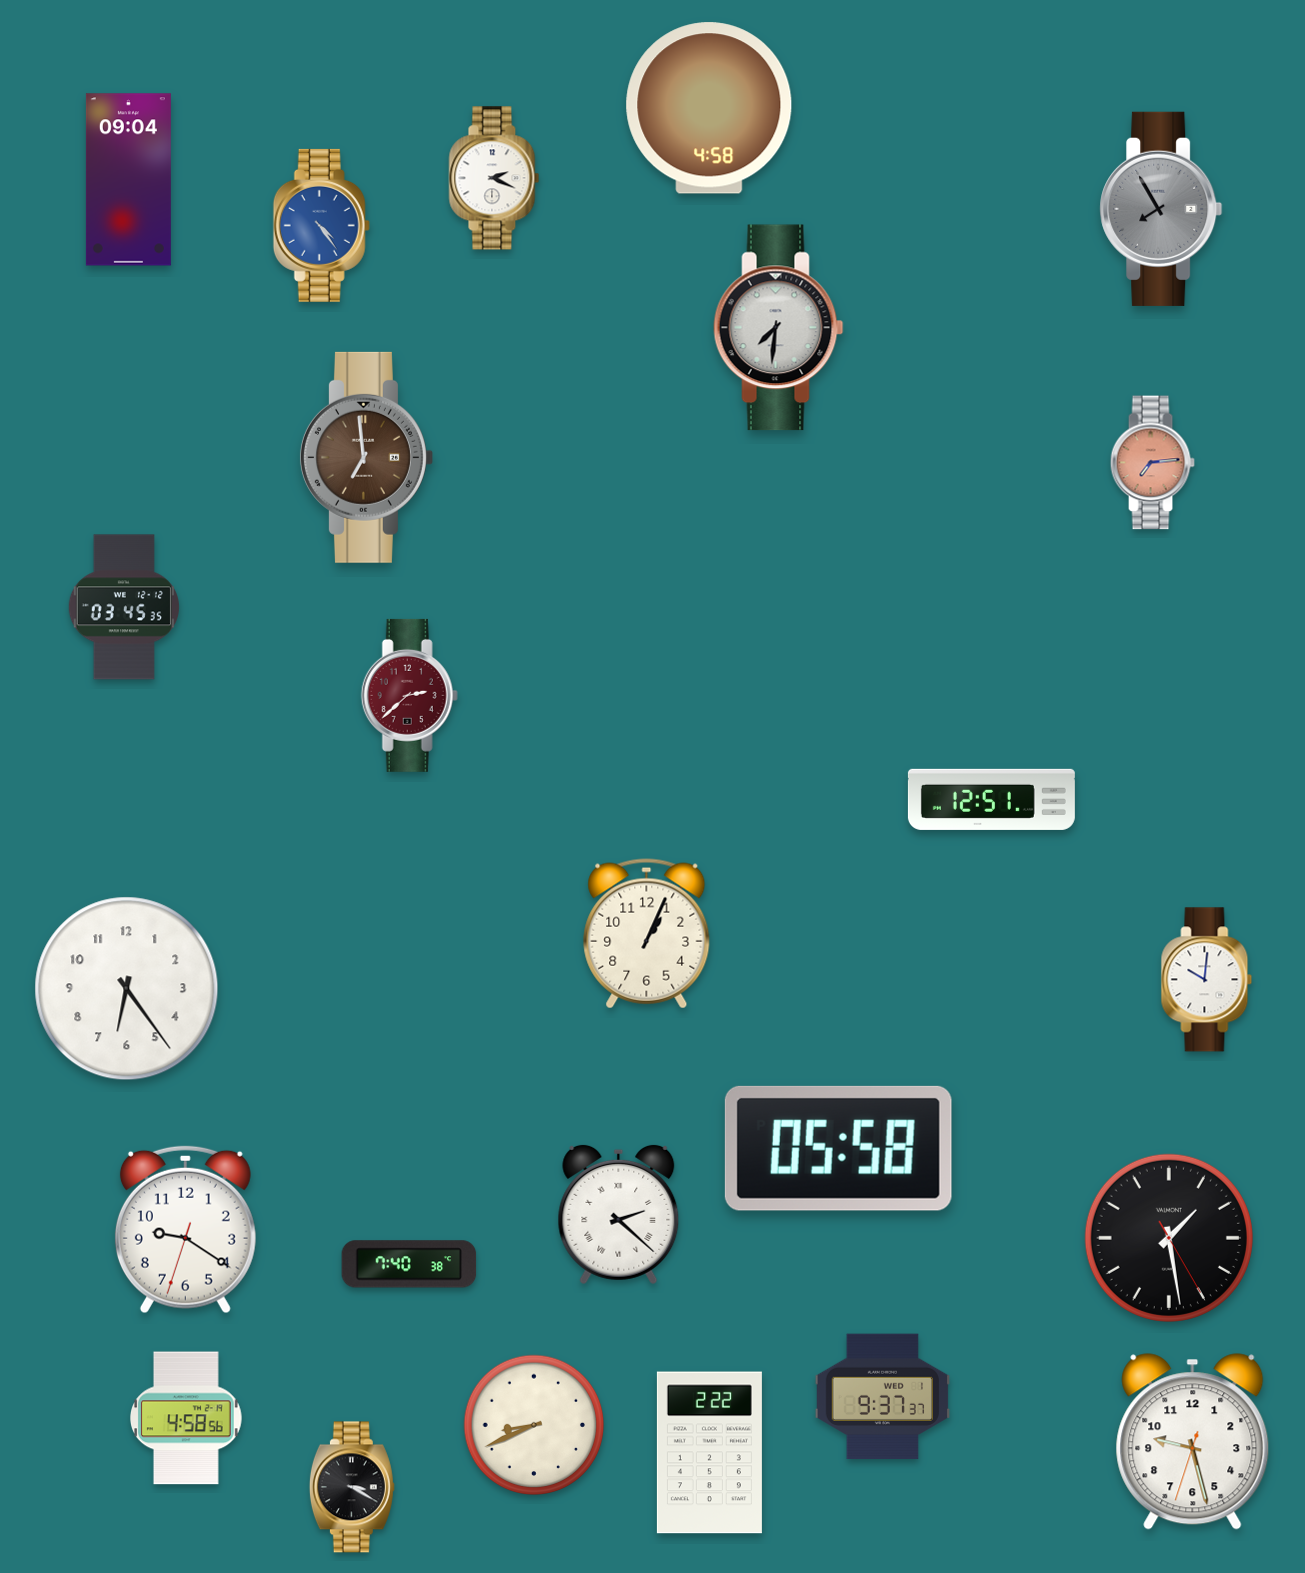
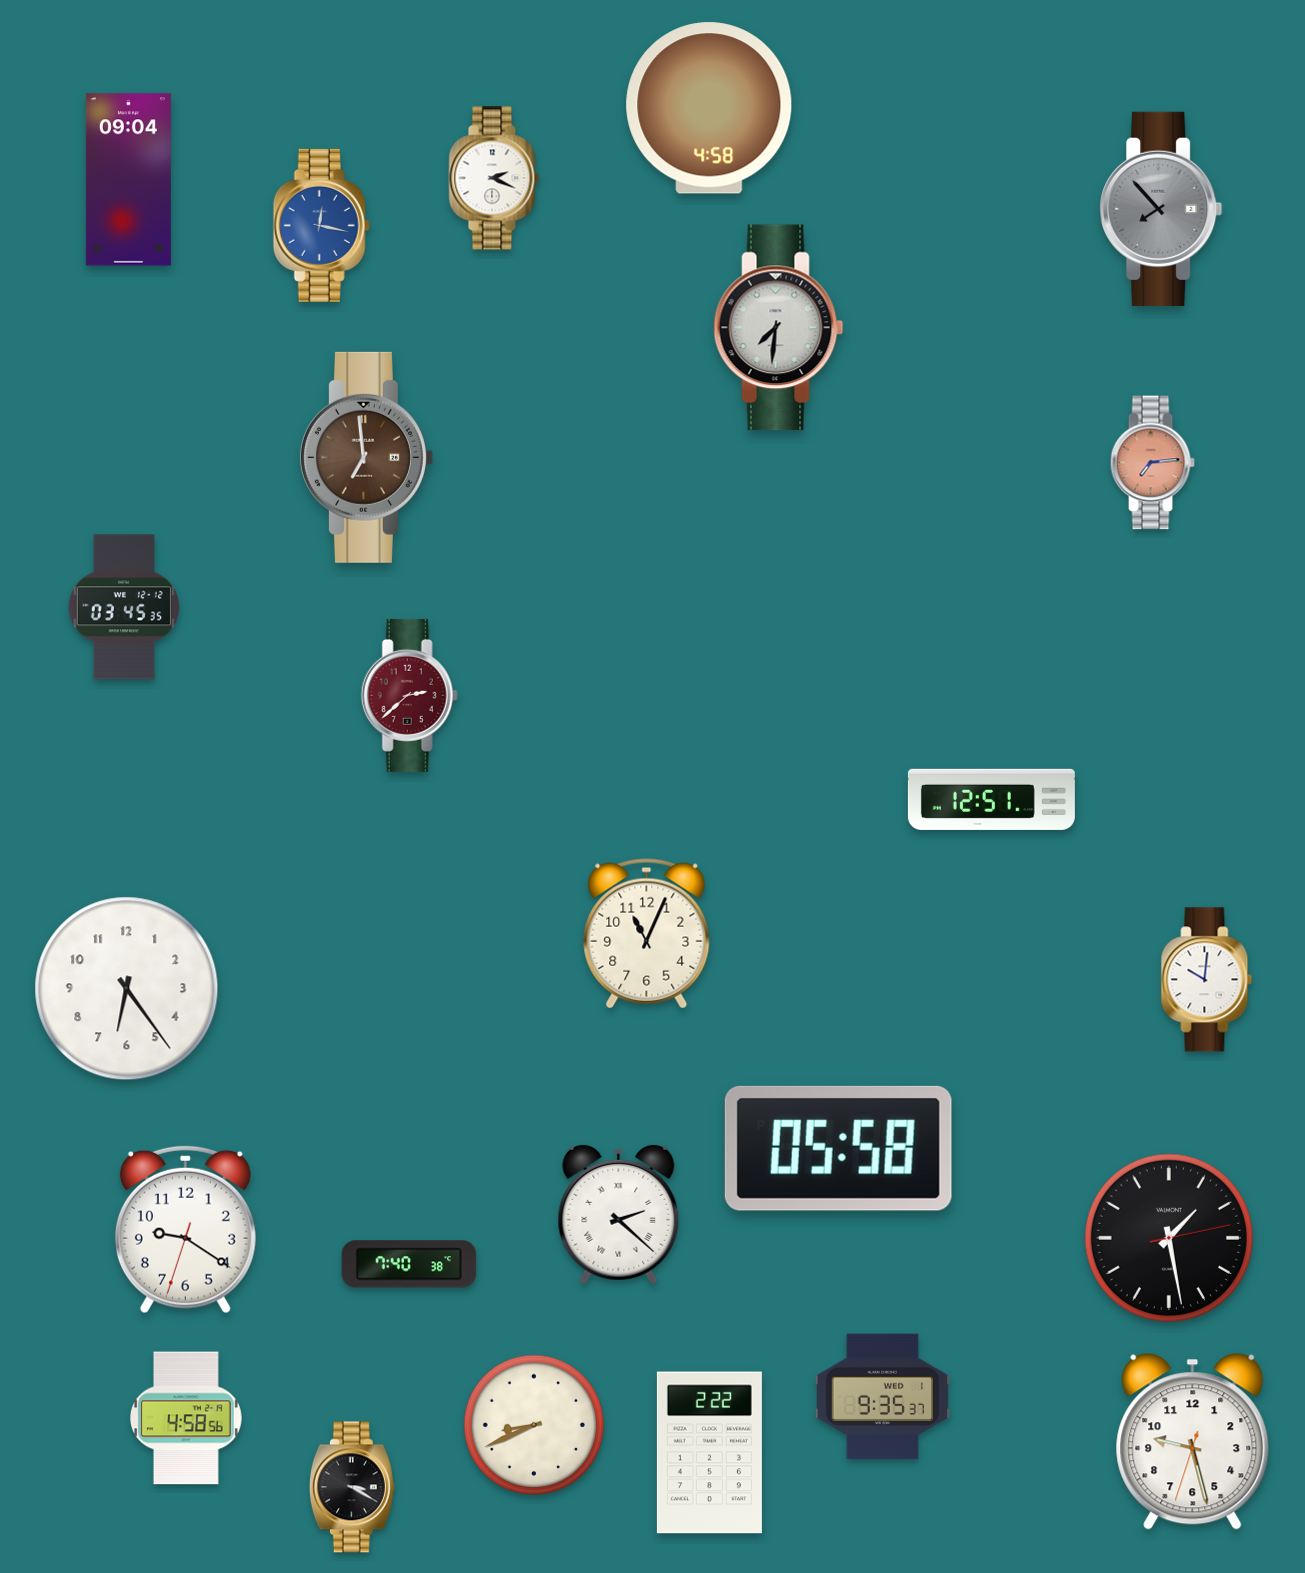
clock at (1161, 209): 7:55 -> 7:53
clock at (321, 225): 4:24 -> 12:17
clock at (647, 934): 1:04 -> 11:04
clock at (1169, 1238): 1:28:25 -> 1:28:13
clock at (883, 1397): 9:37 -> 9:35
